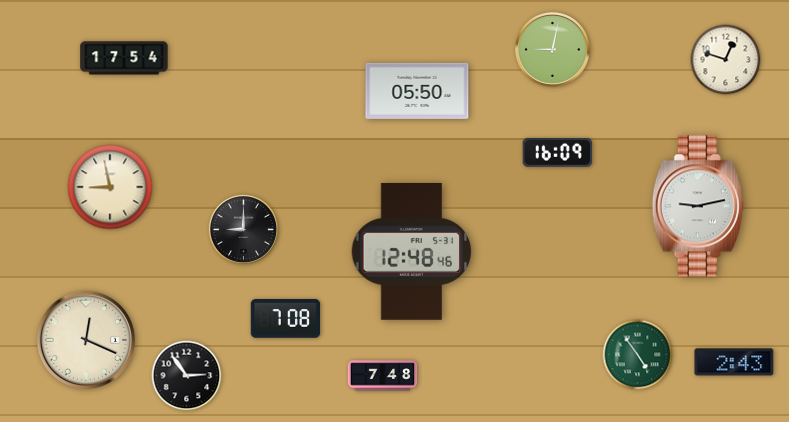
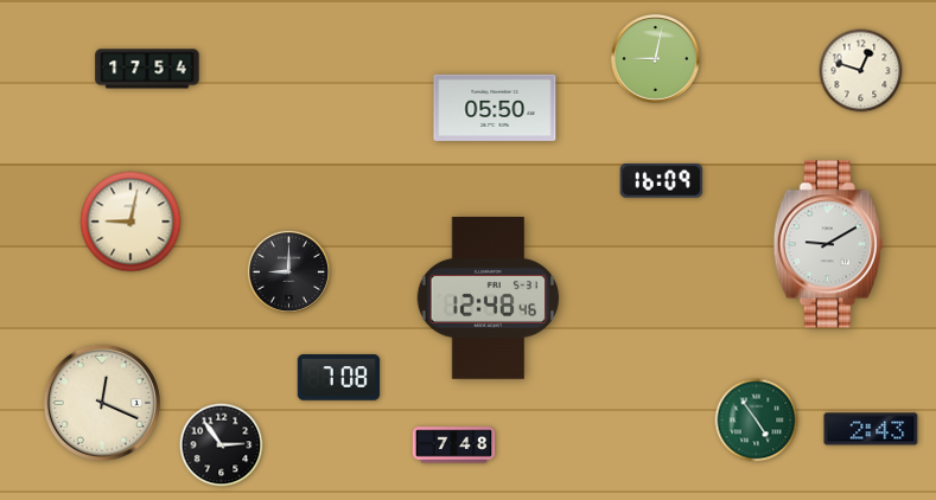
clock at (110, 187): 8:58 -> 9:02
clock at (698, 206): 9:13 -> 9:10
